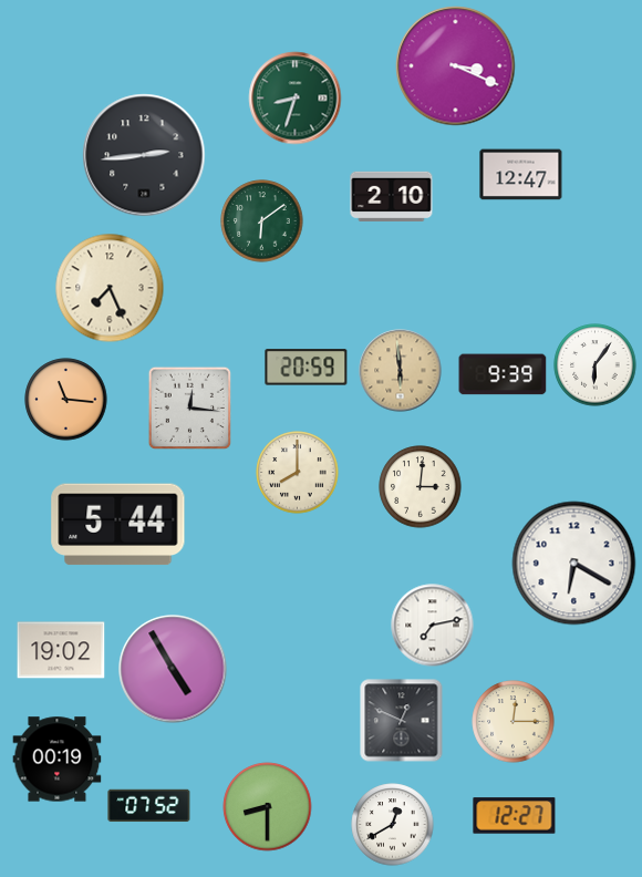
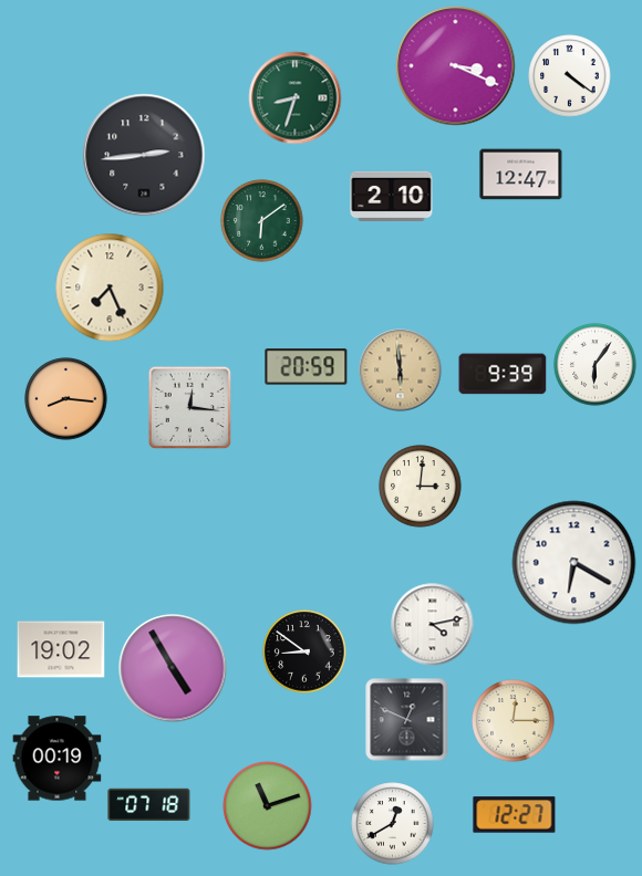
clock at (570, 76): none -> 4:21
clock at (66, 400): 11:16 -> 8:16
clock at (298, 473): 8:00 -> none
clock at (118, 525): 5:44 -> none
clock at (433, 626): 7:13 -> 4:13
clock at (304, 651): none -> 8:51
clock at (402, 721) position: (402, 721) -> (407, 720)
clock at (149, 806): 07:52 -> 07:18
clock at (268, 807): 8:30 -> 11:12
